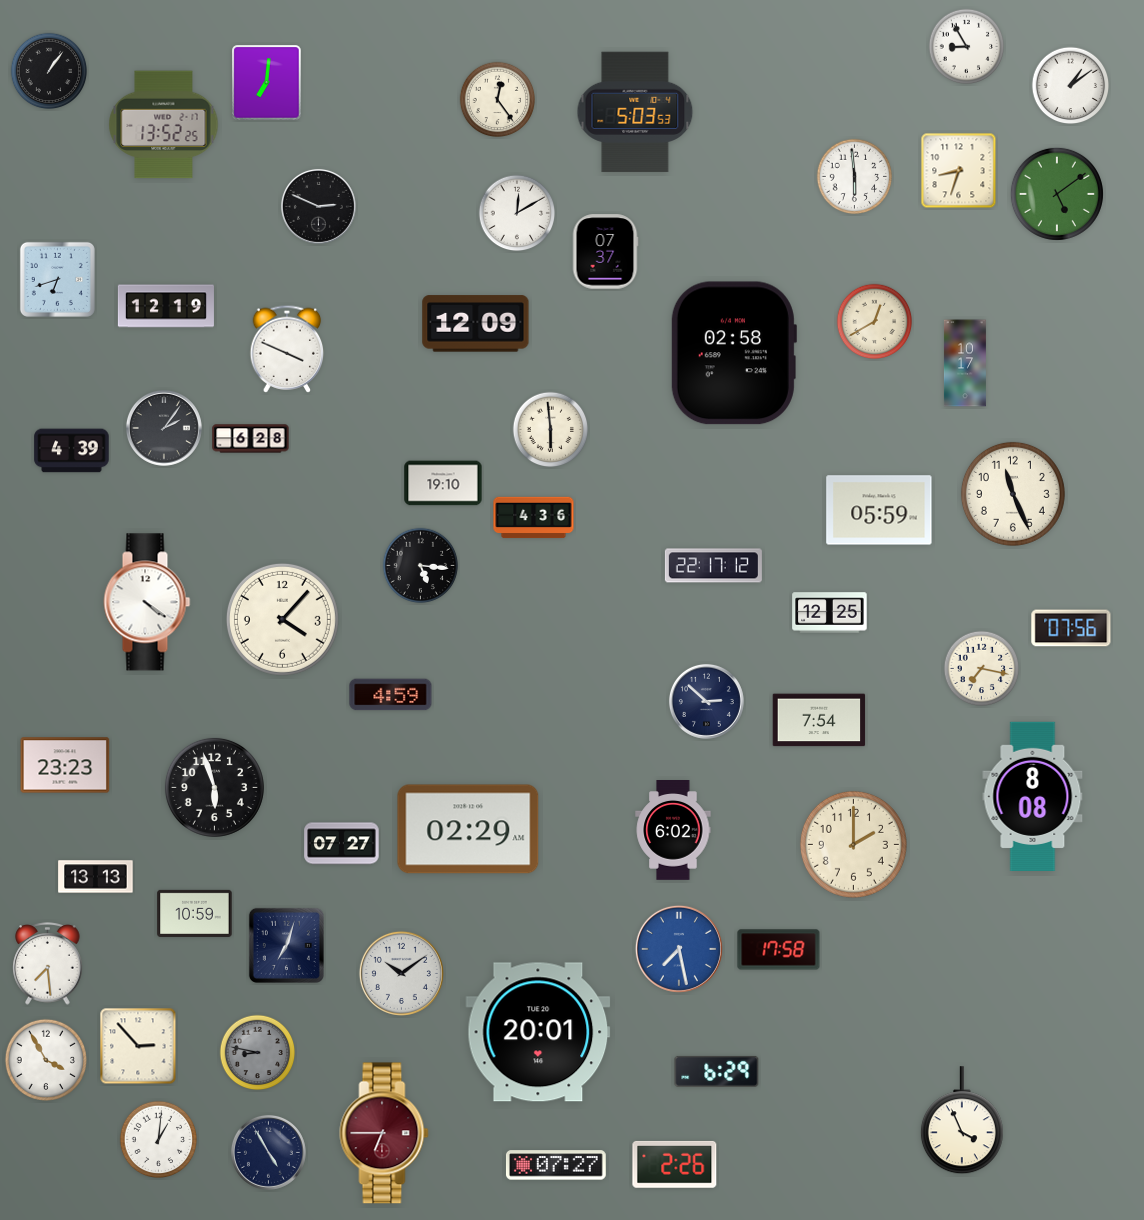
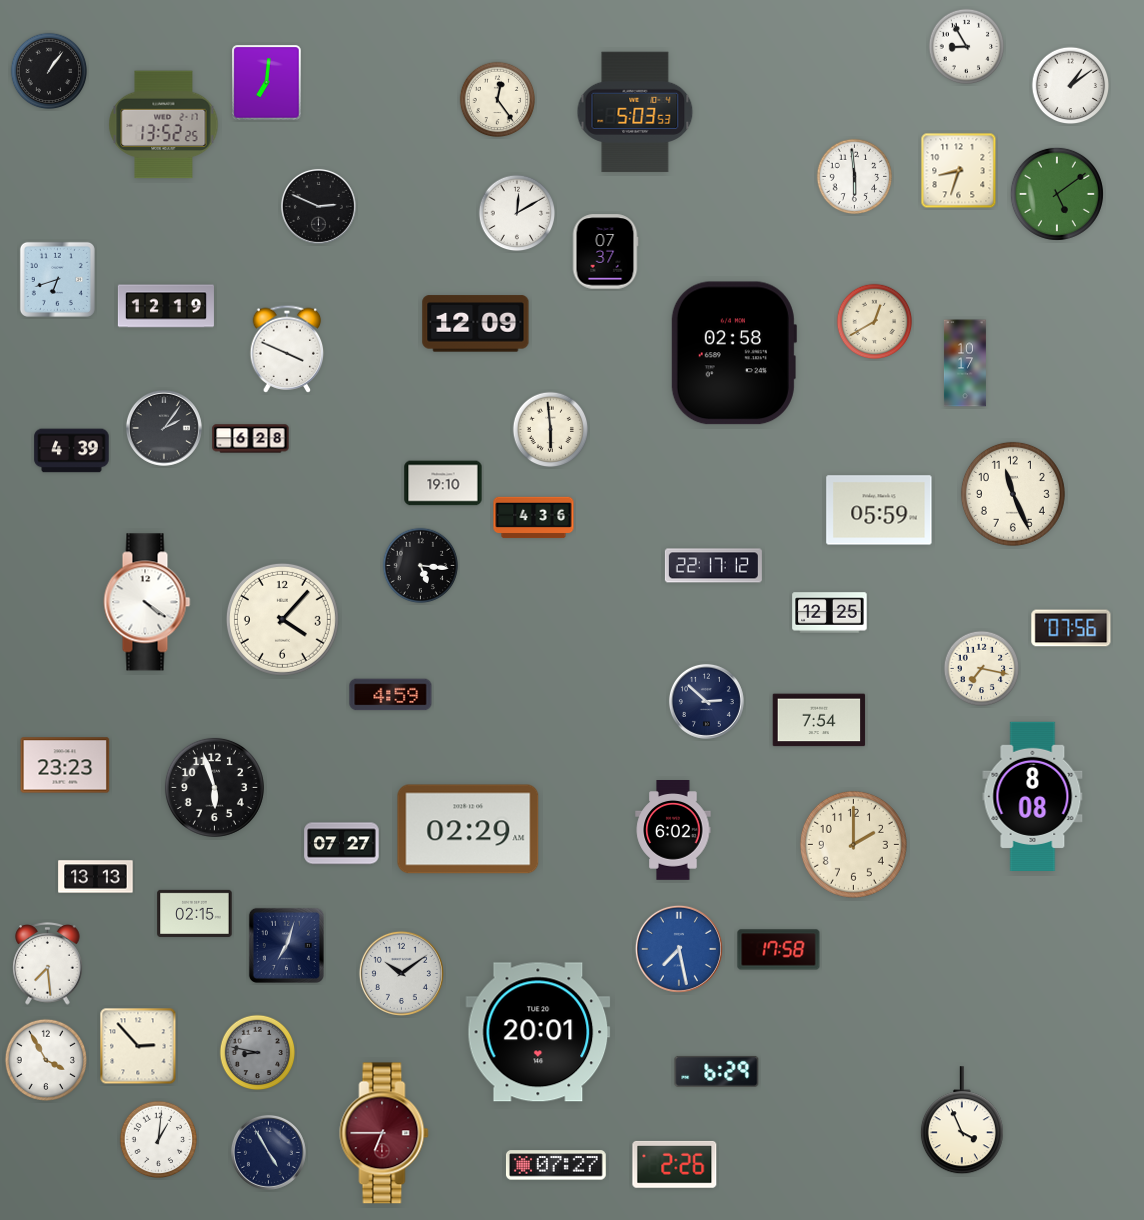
clock at (195, 913): 10:59 -> 02:15
